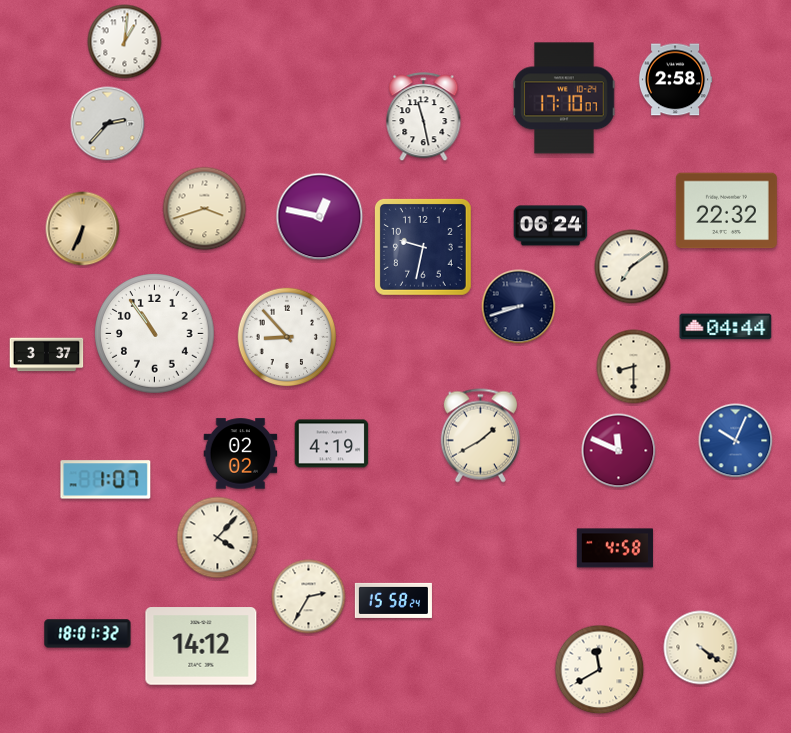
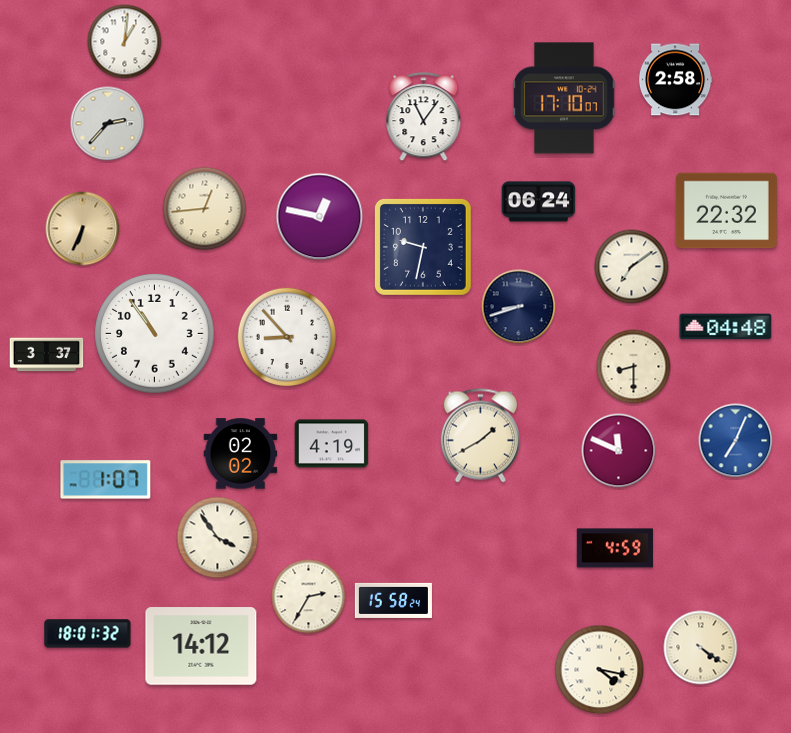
clock at (424, 117): 11:28 -> 11:06
clock at (205, 209): 3:42 -> 12:44
clock at (551, 226) position: (551, 226) -> (539, 202)
clock at (726, 327): 04:44 -> 04:48
clock at (736, 441): 10:04 -> 7:04
clock at (218, 538): 4:07 -> 3:54
clock at (615, 548): 4:58 -> 4:59
clock at (600, 670): 11:40 -> 4:17
